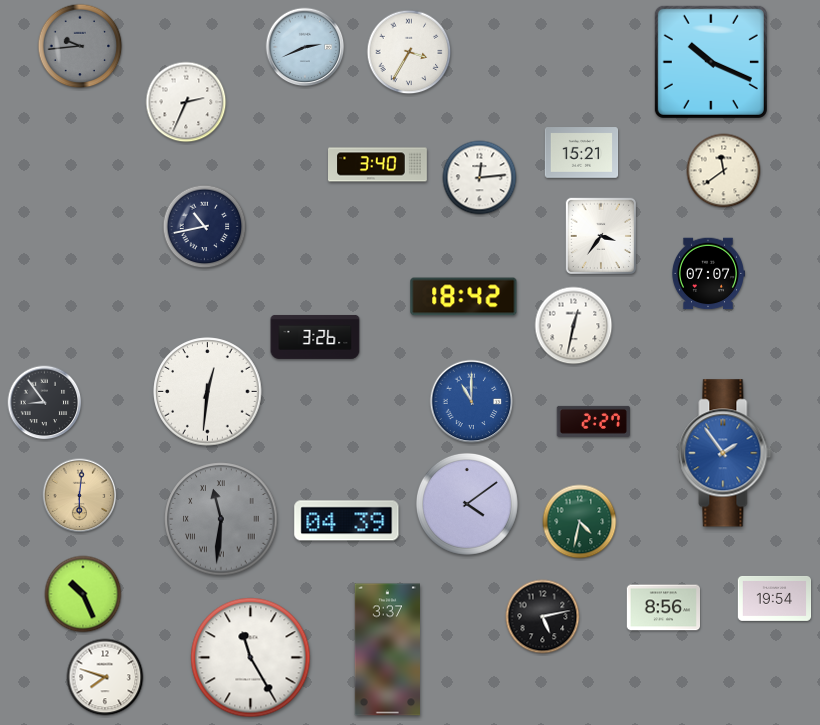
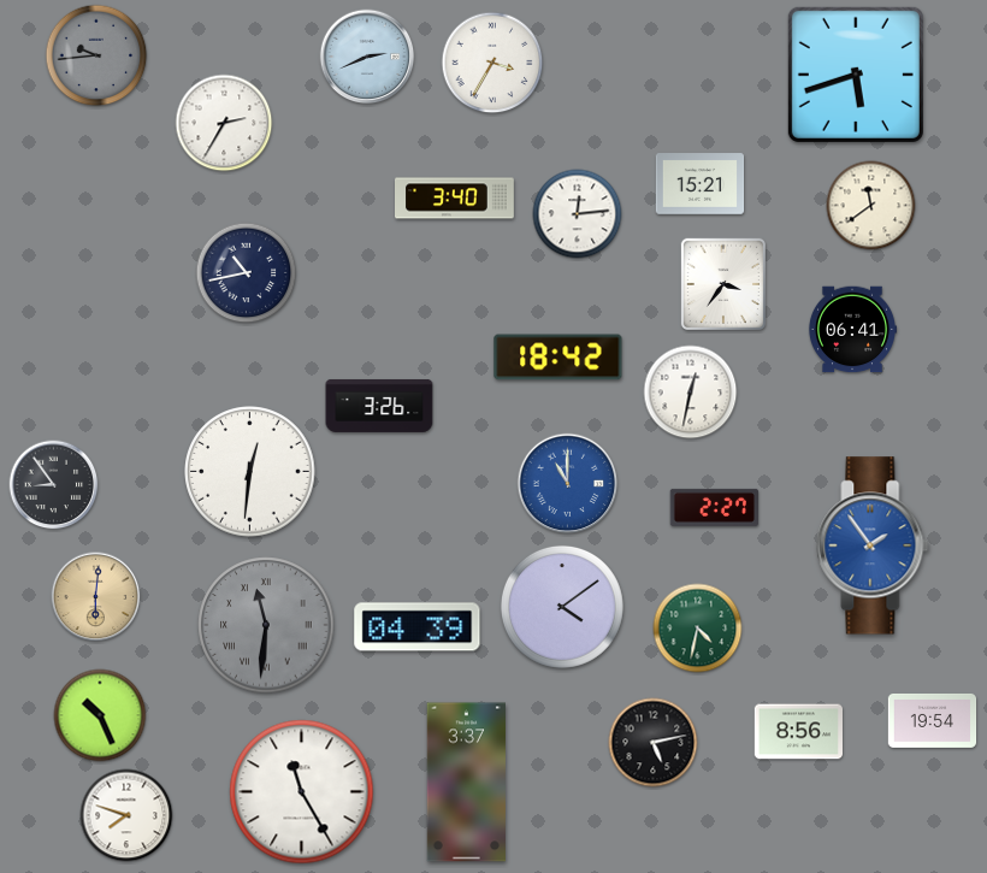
clock at (711, 62): 10:19 -> 5:42
clock at (186, 102): 2:34 -> 2:35
clock at (707, 274): 07:07 -> 06:41
